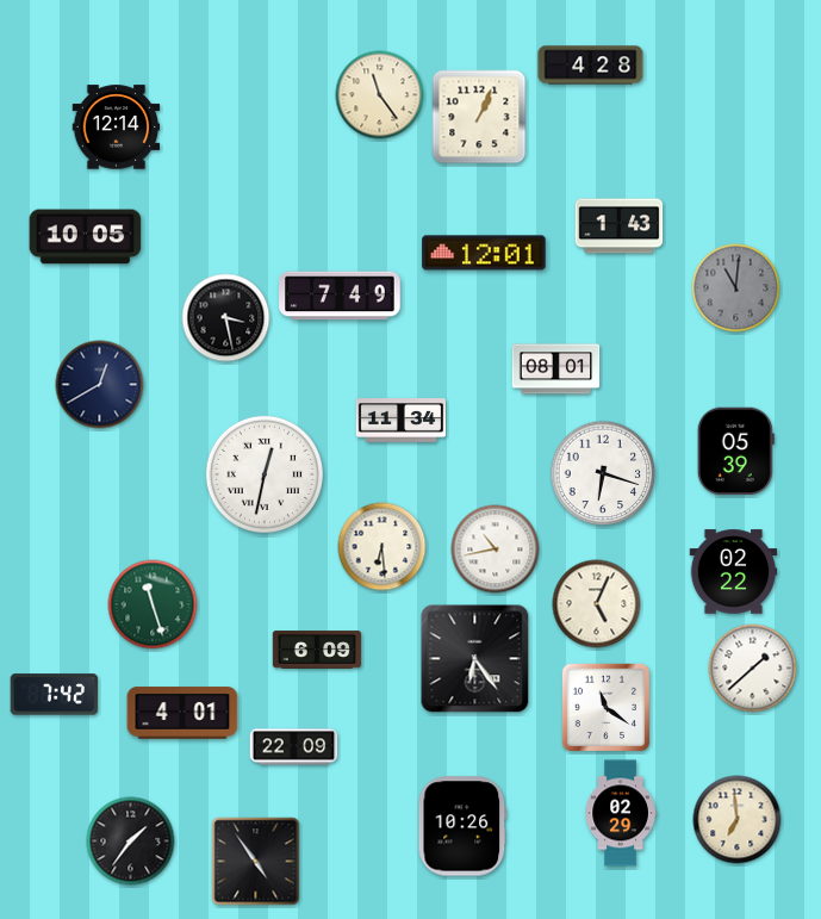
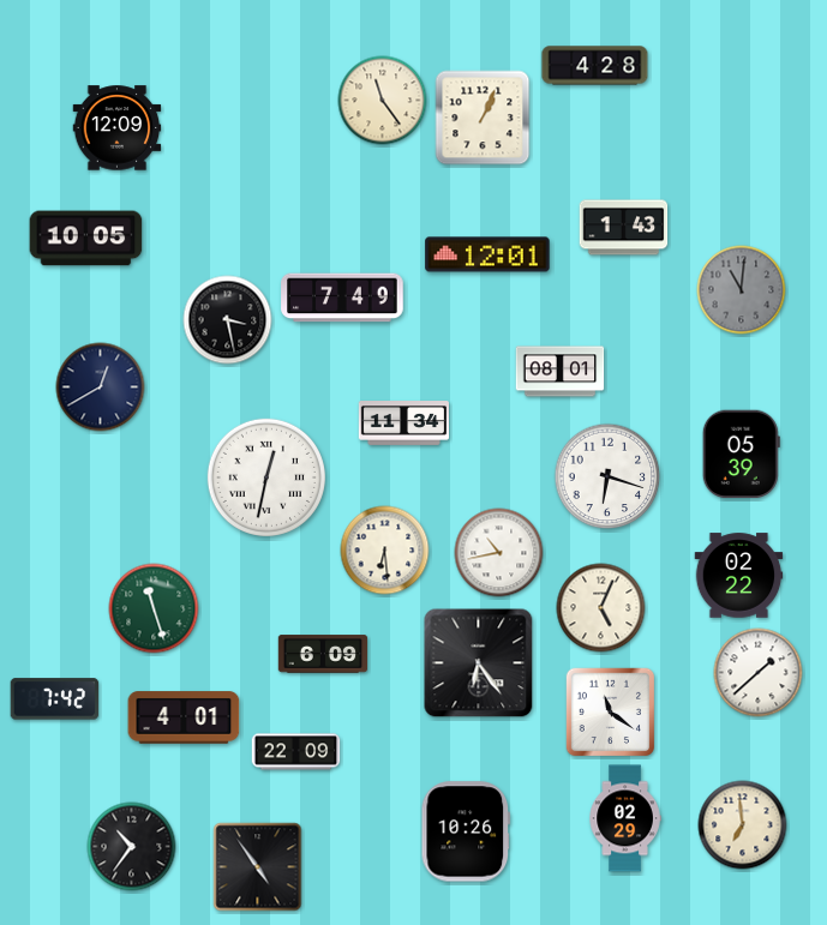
clock at (380, 95) position: (380, 95) -> (383, 101)
clock at (117, 128): 12:14 -> 12:09
clock at (317, 650) position: (317, 650) -> (323, 654)
clock at (131, 842): 1:36 -> 10:36
